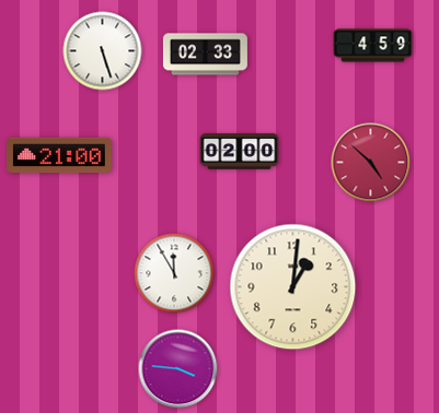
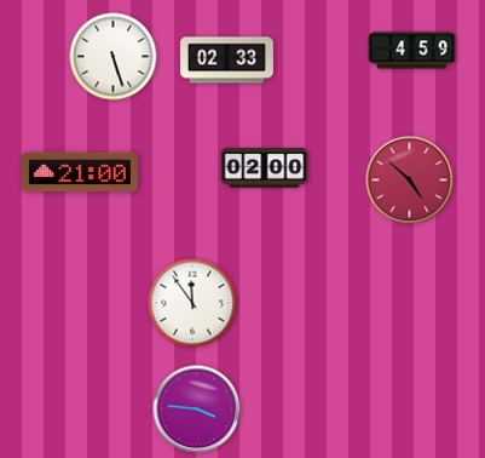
clock at (60, 155) position: (60, 155) -> (81, 172)
clock at (174, 273): 11:55 -> 11:54
clock at (293, 287): 1:01 -> none
